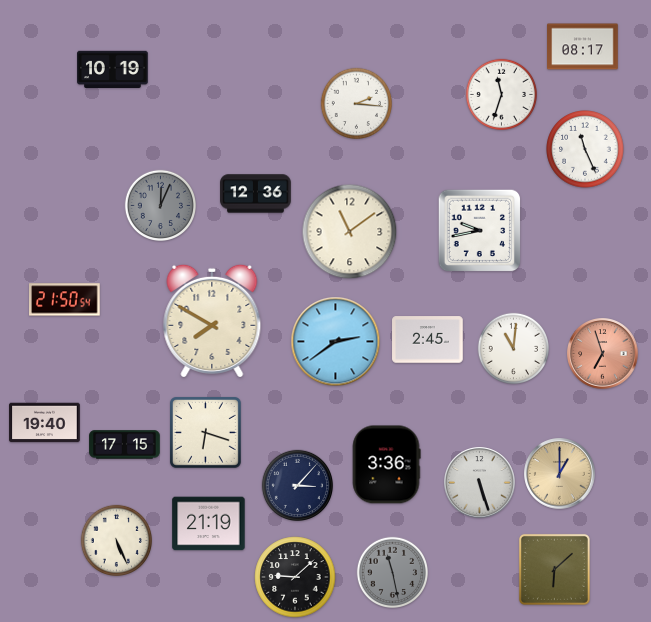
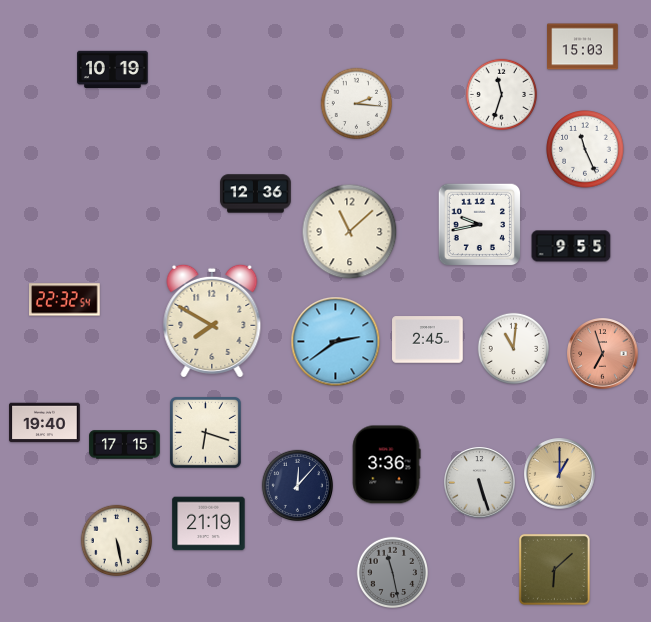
clock at (583, 47): 08:17 -> 15:03
clock at (160, 205): 12:04 -> none
clock at (480, 231) position: (480, 231) -> (480, 225)
clock at (350, 232): 11:09 -> 11:08
clock at (571, 246): none -> 9:55
clock at (65, 300): 21:50 -> 22:32
clock at (297, 485): 3:07 -> 12:07
clock at (116, 540): 5:26 -> 5:28
clock at (295, 577): 9:08 -> none
